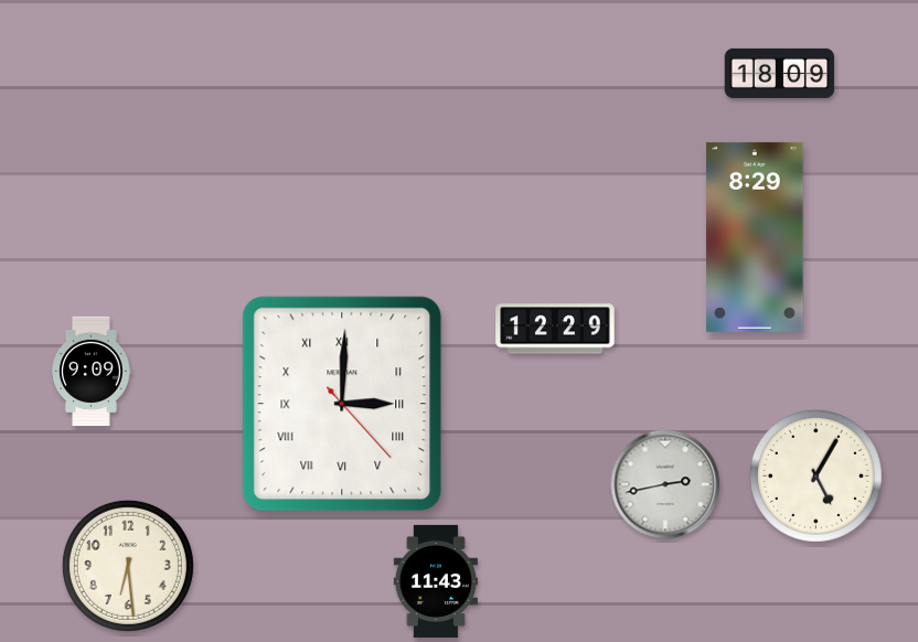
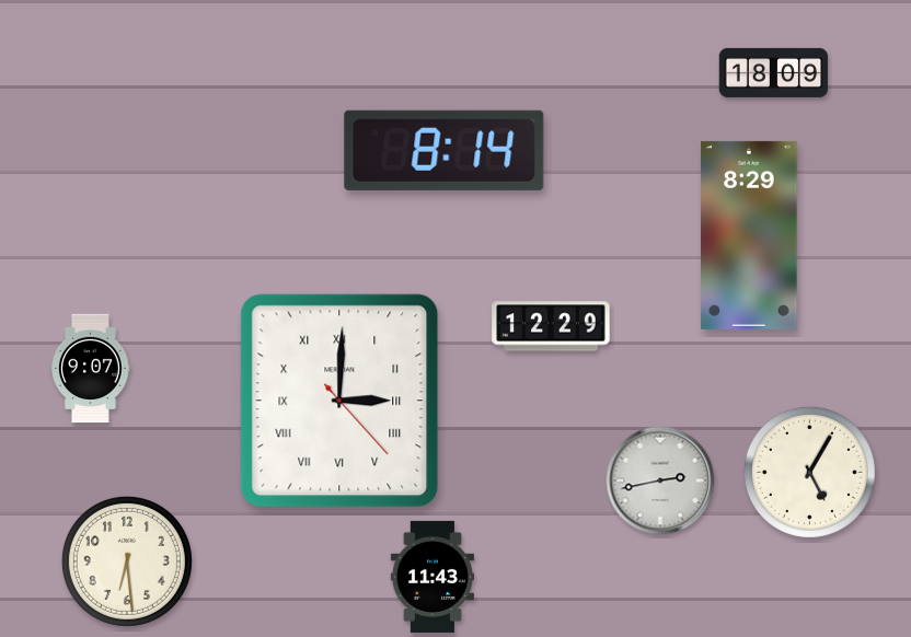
clock at (445, 150): none -> 8:14
clock at (92, 372): 9:09 -> 9:07
